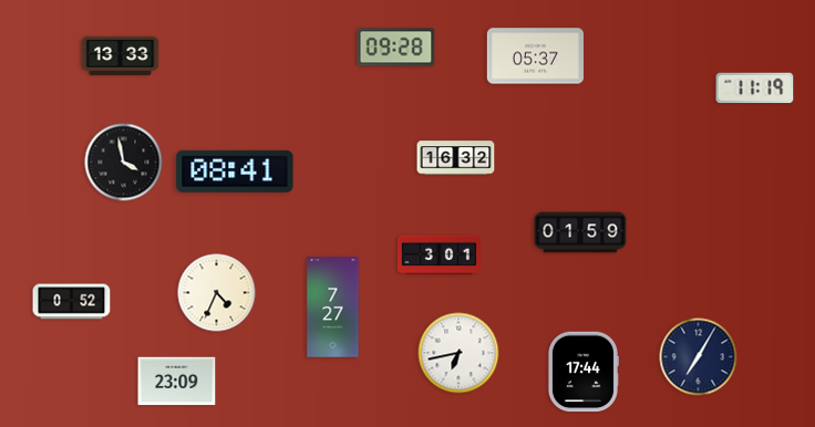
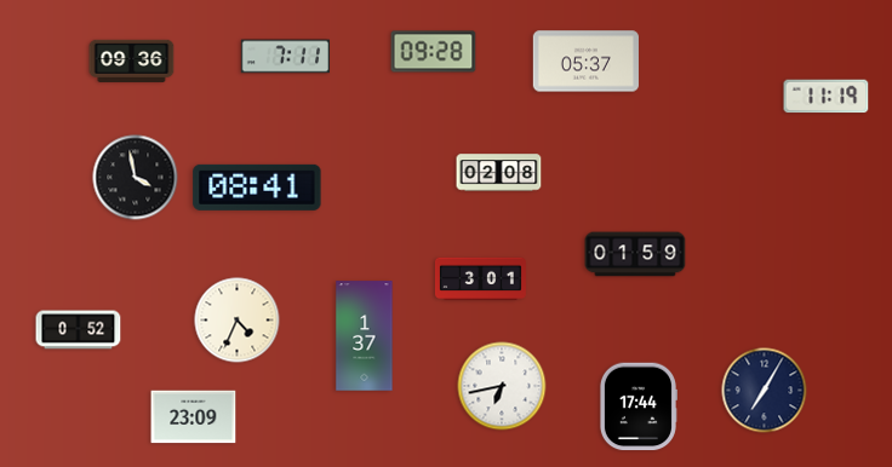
clock at (286, 57): none -> 7:11
clock at (121, 55): 13:33 -> 09:36
clock at (456, 158): 16:32 -> 02:08
clock at (333, 308): 7:27 -> 1:37
